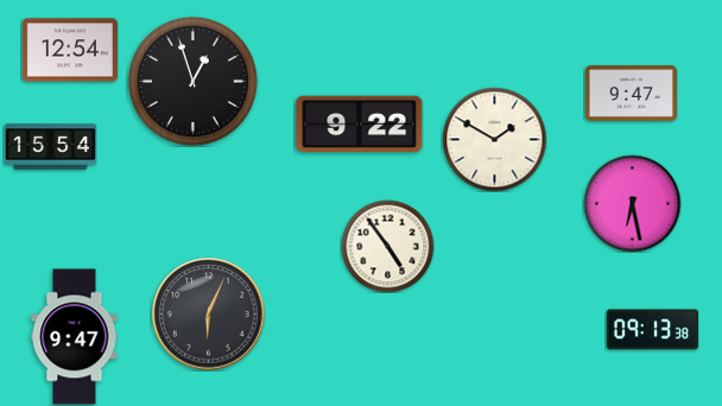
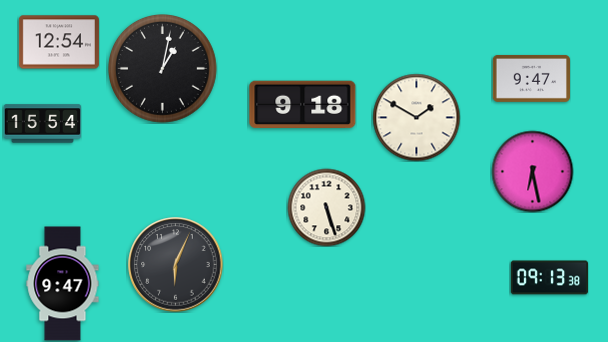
clock at (194, 82): 12:57 -> 1:02
clock at (360, 125): 9:22 -> 9:18
clock at (387, 246): 4:54 -> 5:27
